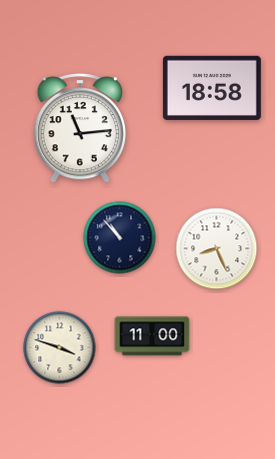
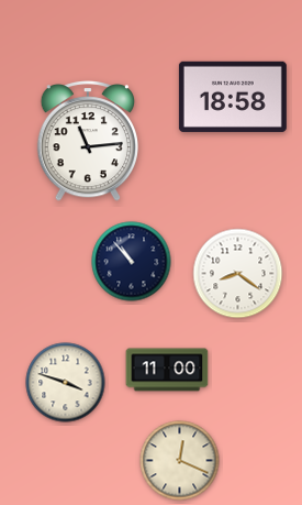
clock at (217, 249): 8:26 -> 8:21
clock at (180, 461): none -> 12:19
